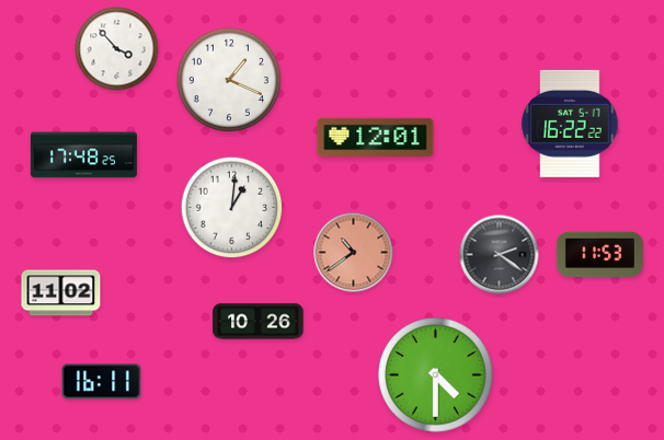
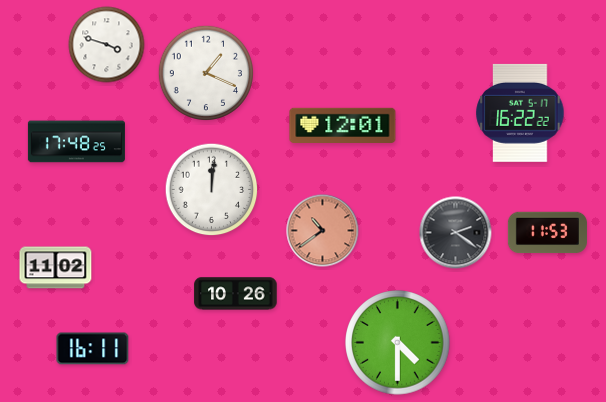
clock at (117, 49): 3:53 -> 3:48
clock at (228, 79) position: (228, 79) -> (205, 72)
clock at (232, 208): 1:01 -> 12:01
